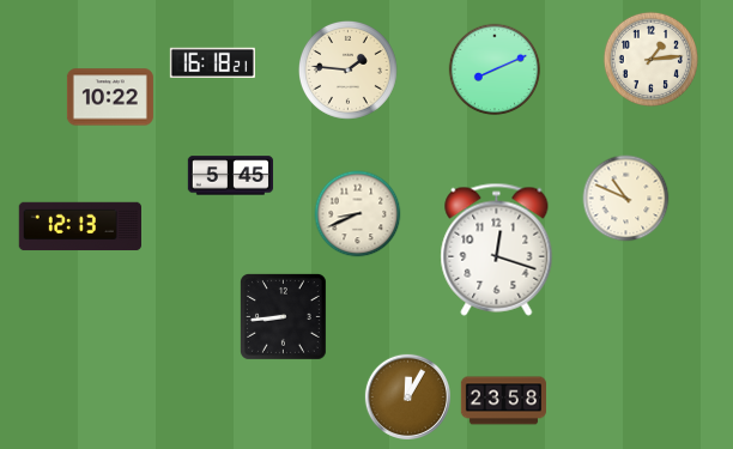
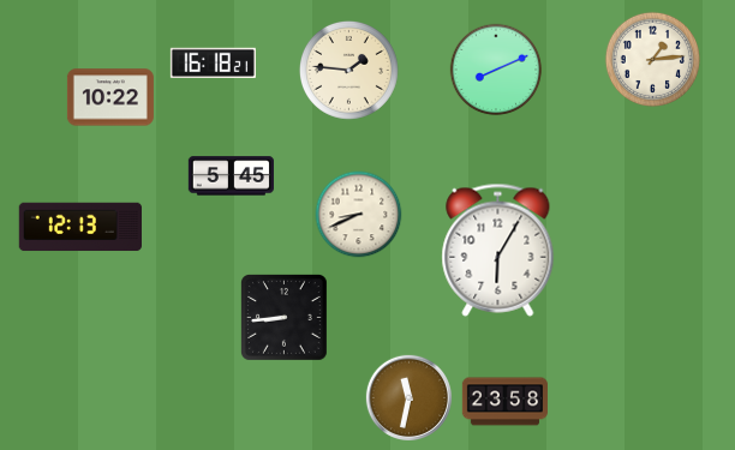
clock at (626, 199): 10:49 -> none
clock at (497, 249): 12:18 -> 6:05
clock at (407, 396): 12:05 -> 11:32
